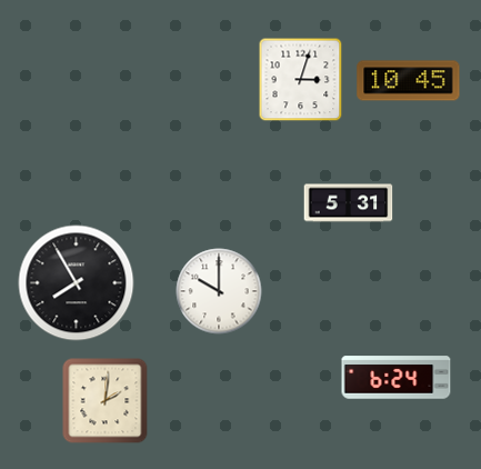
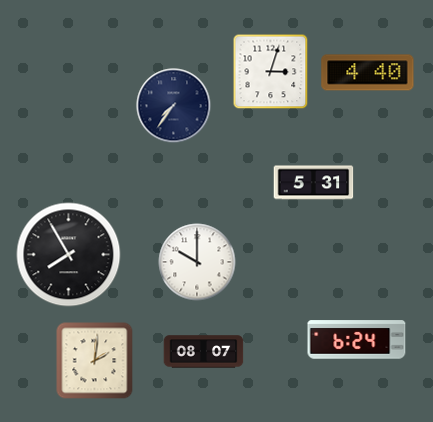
clock at (409, 81): 10:45 -> 4:40
clock at (174, 106): none -> 7:36
clock at (204, 352): none -> 08:07
